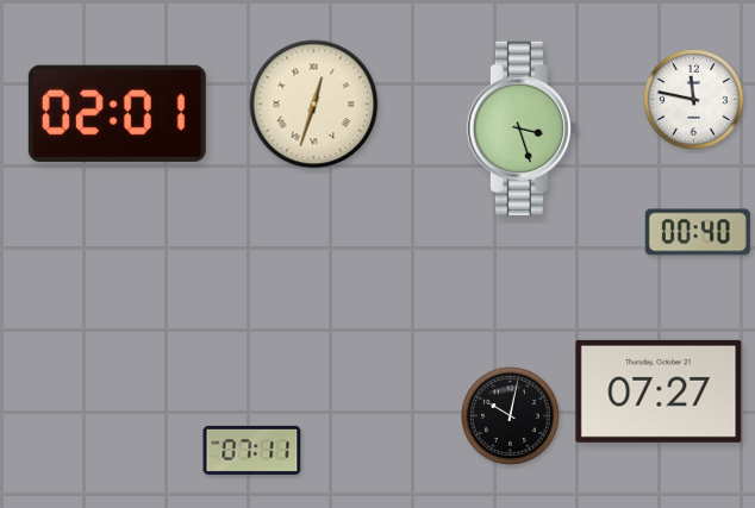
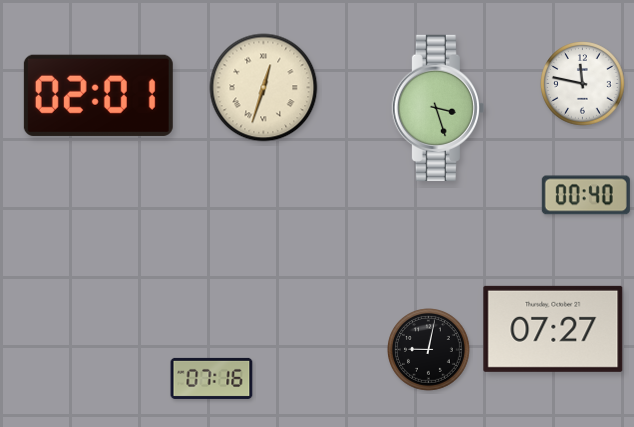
clock at (511, 416): 10:02 -> 9:02
clock at (252, 450): 07:11 -> 07:16
